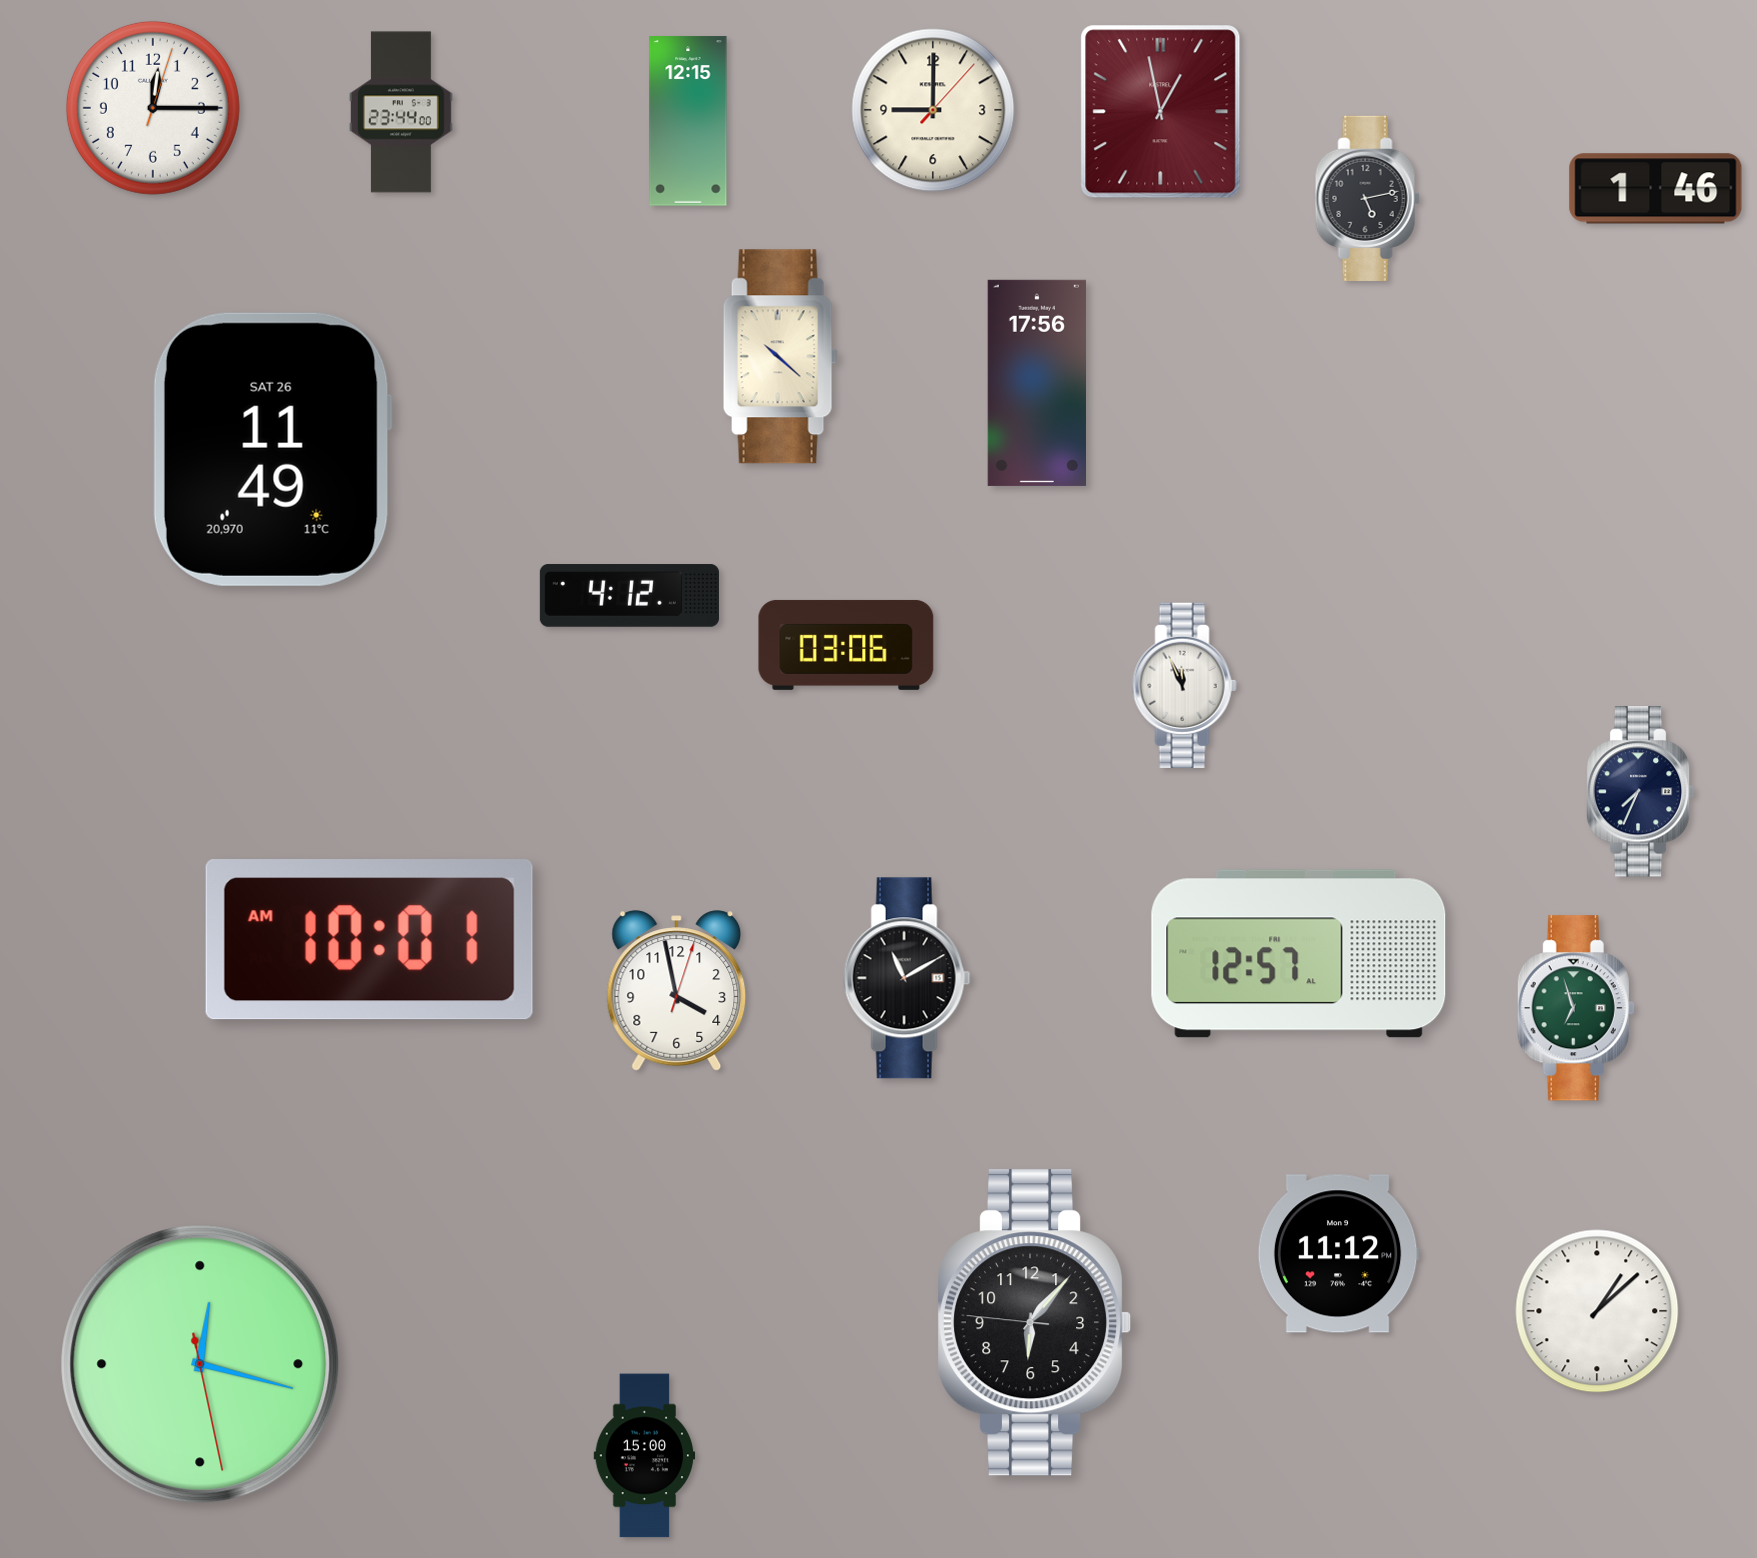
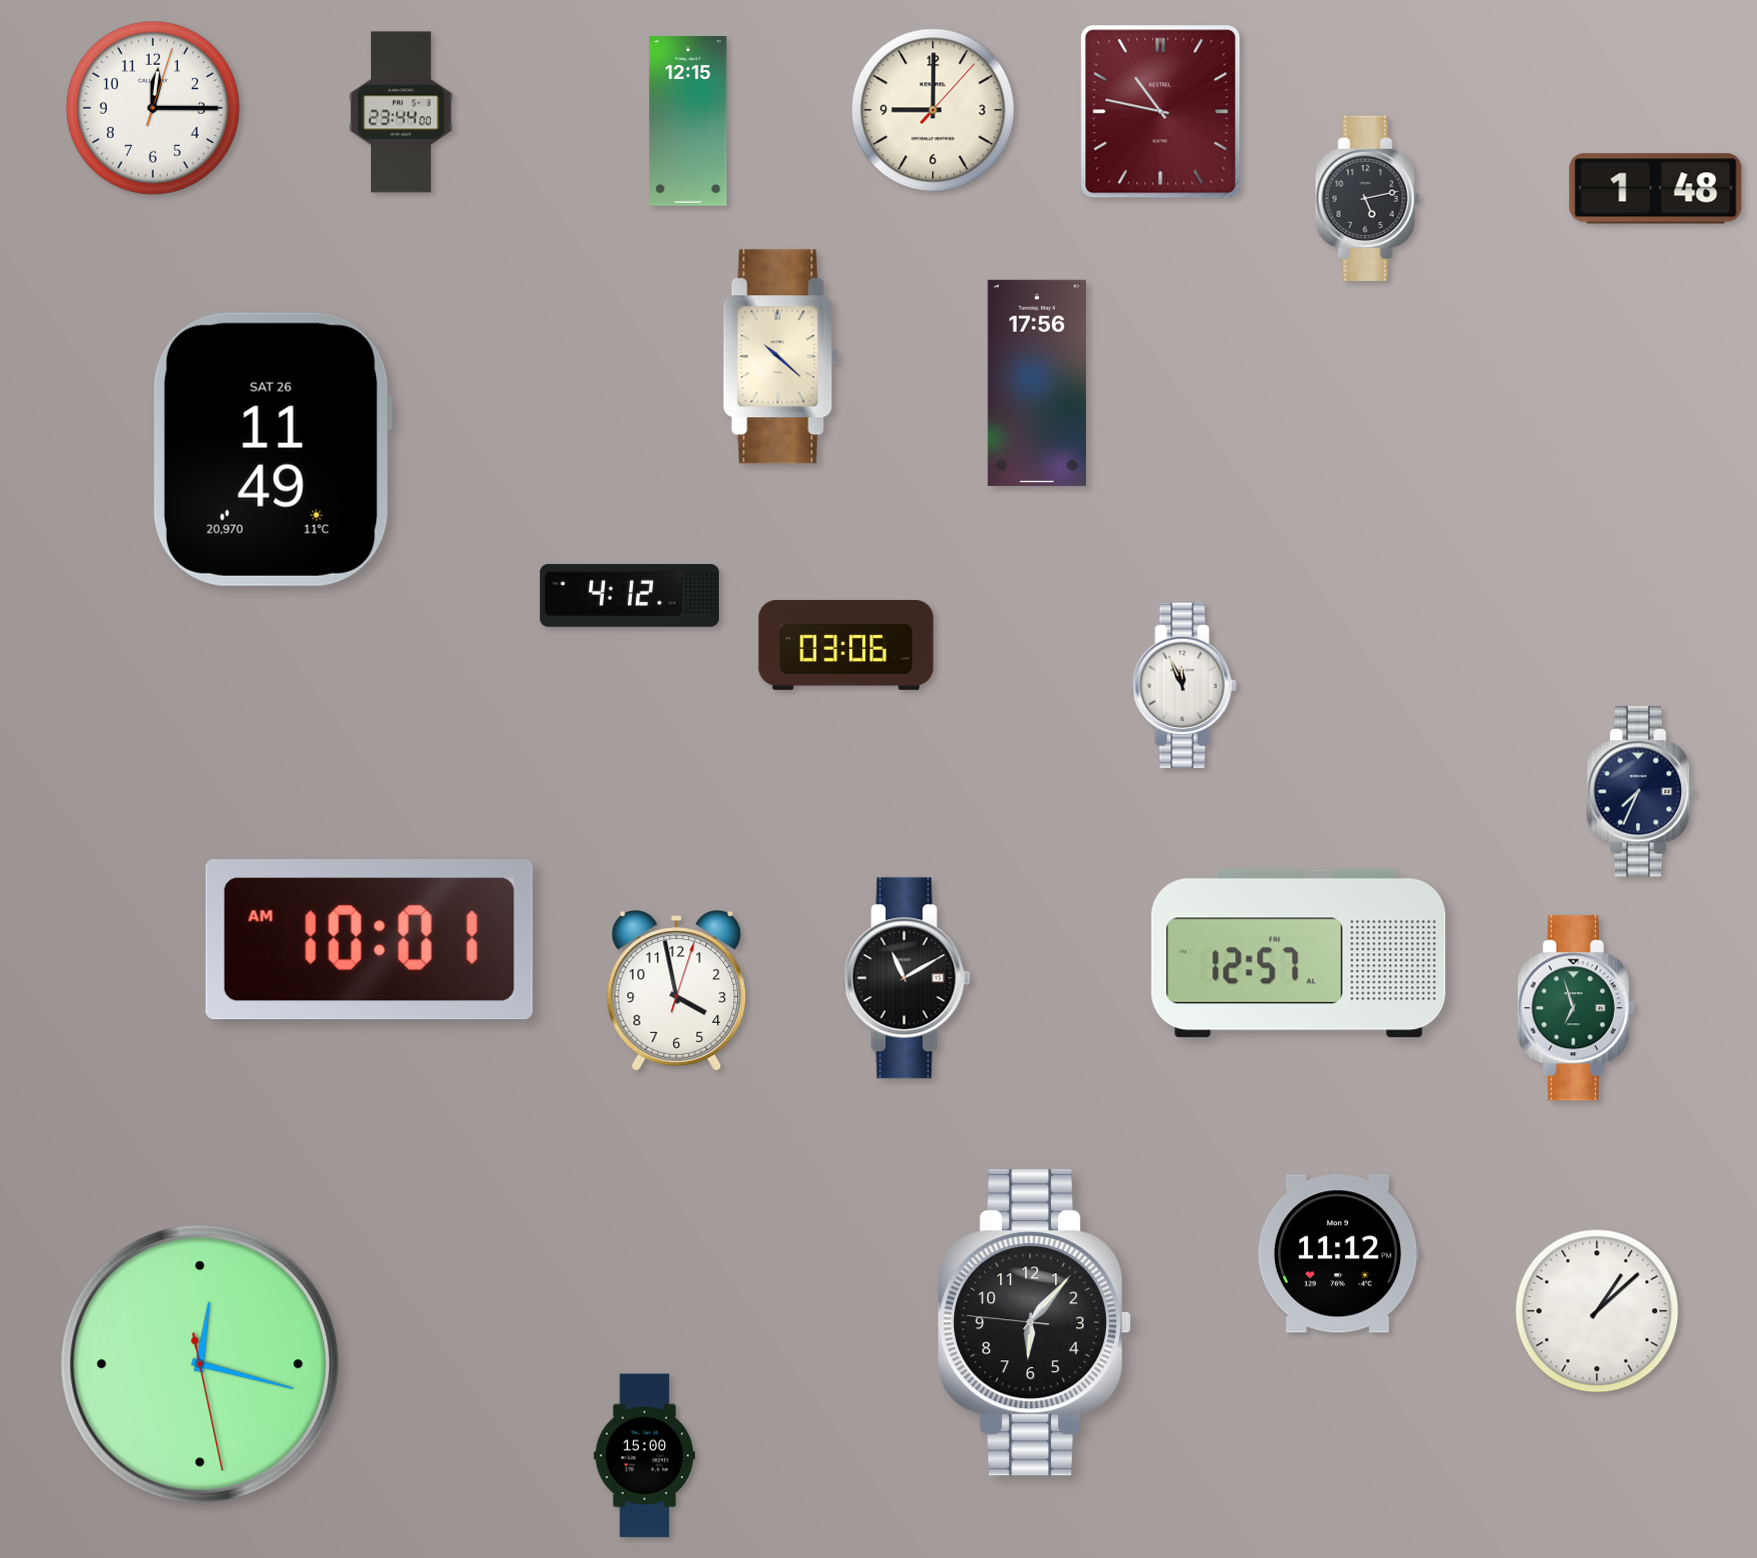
clock at (1161, 112): 12:58 -> 10:47
clock at (1656, 189): 1:46 -> 1:48
